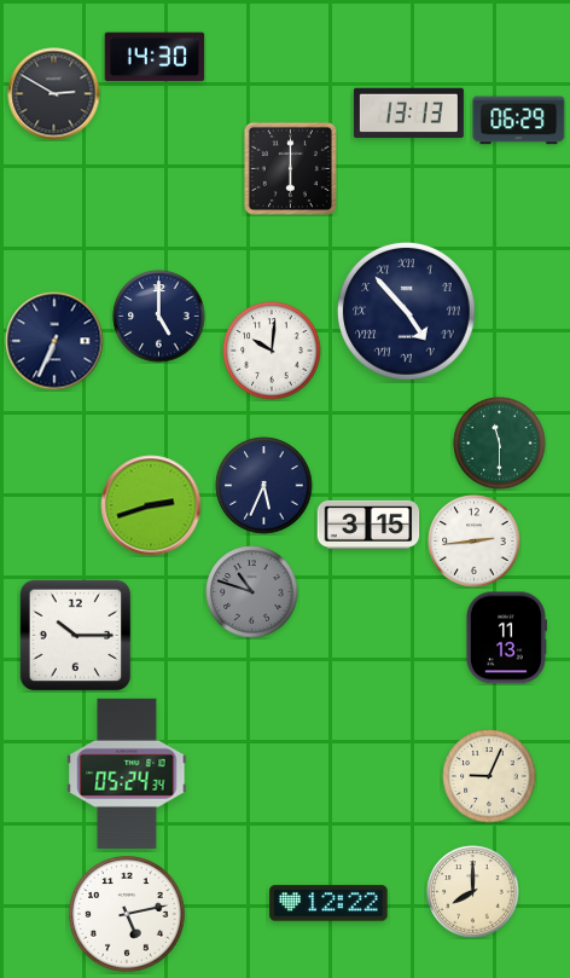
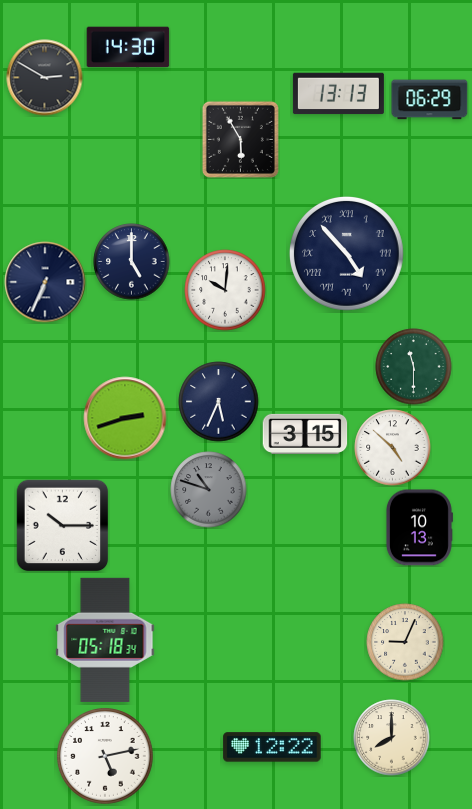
clock at (290, 168): 6:00 -> 5:55
clock at (406, 311) position: (406, 311) -> (346, 253)
clock at (475, 542): 2:44 -> 4:52
clock at (506, 638): 11:13 -> 10:13
clock at (127, 774): 05:24 -> 05:18
